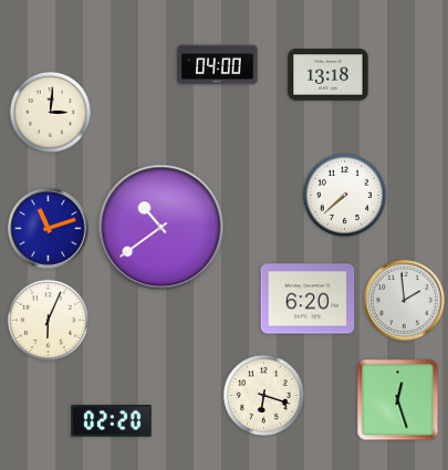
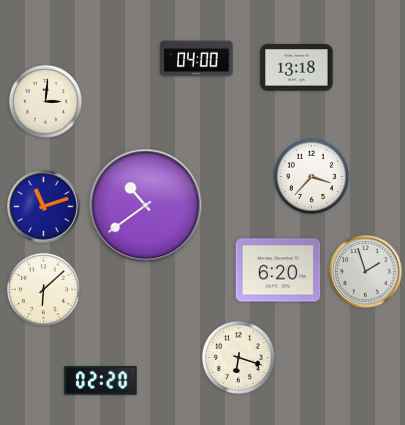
clock at (344, 195): 7:38 -> 3:37
clock at (405, 301): 1:59 -> 1:57
clock at (48, 320): 6:04 -> 6:08
clock at (398, 400): 12:27 -> none
